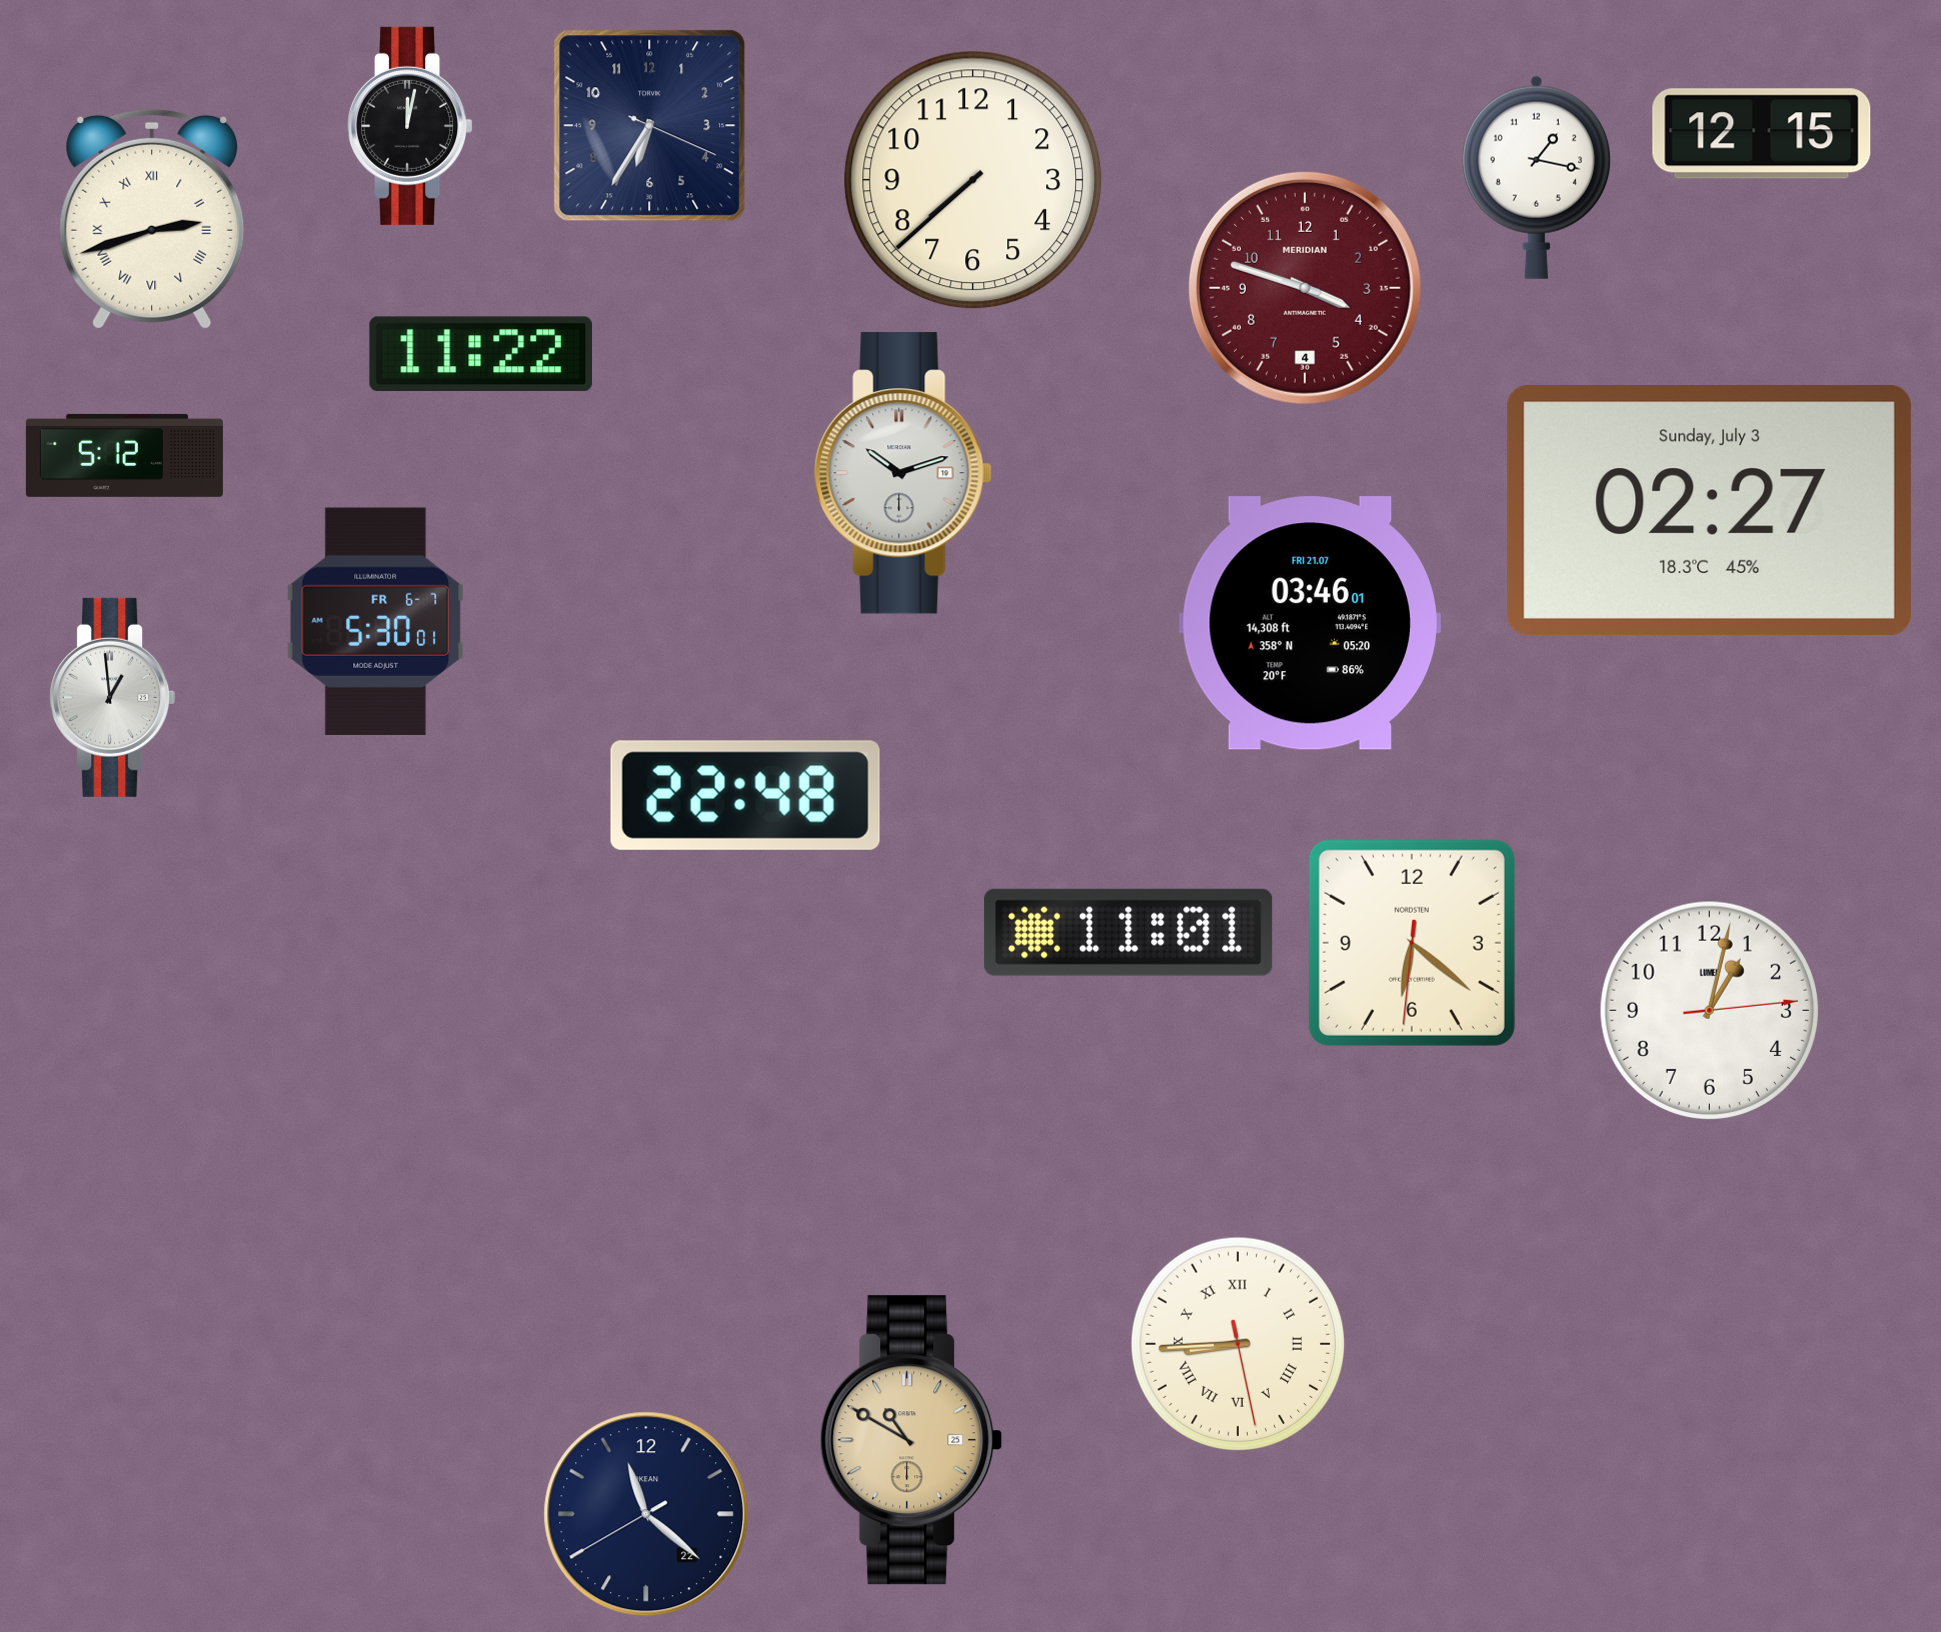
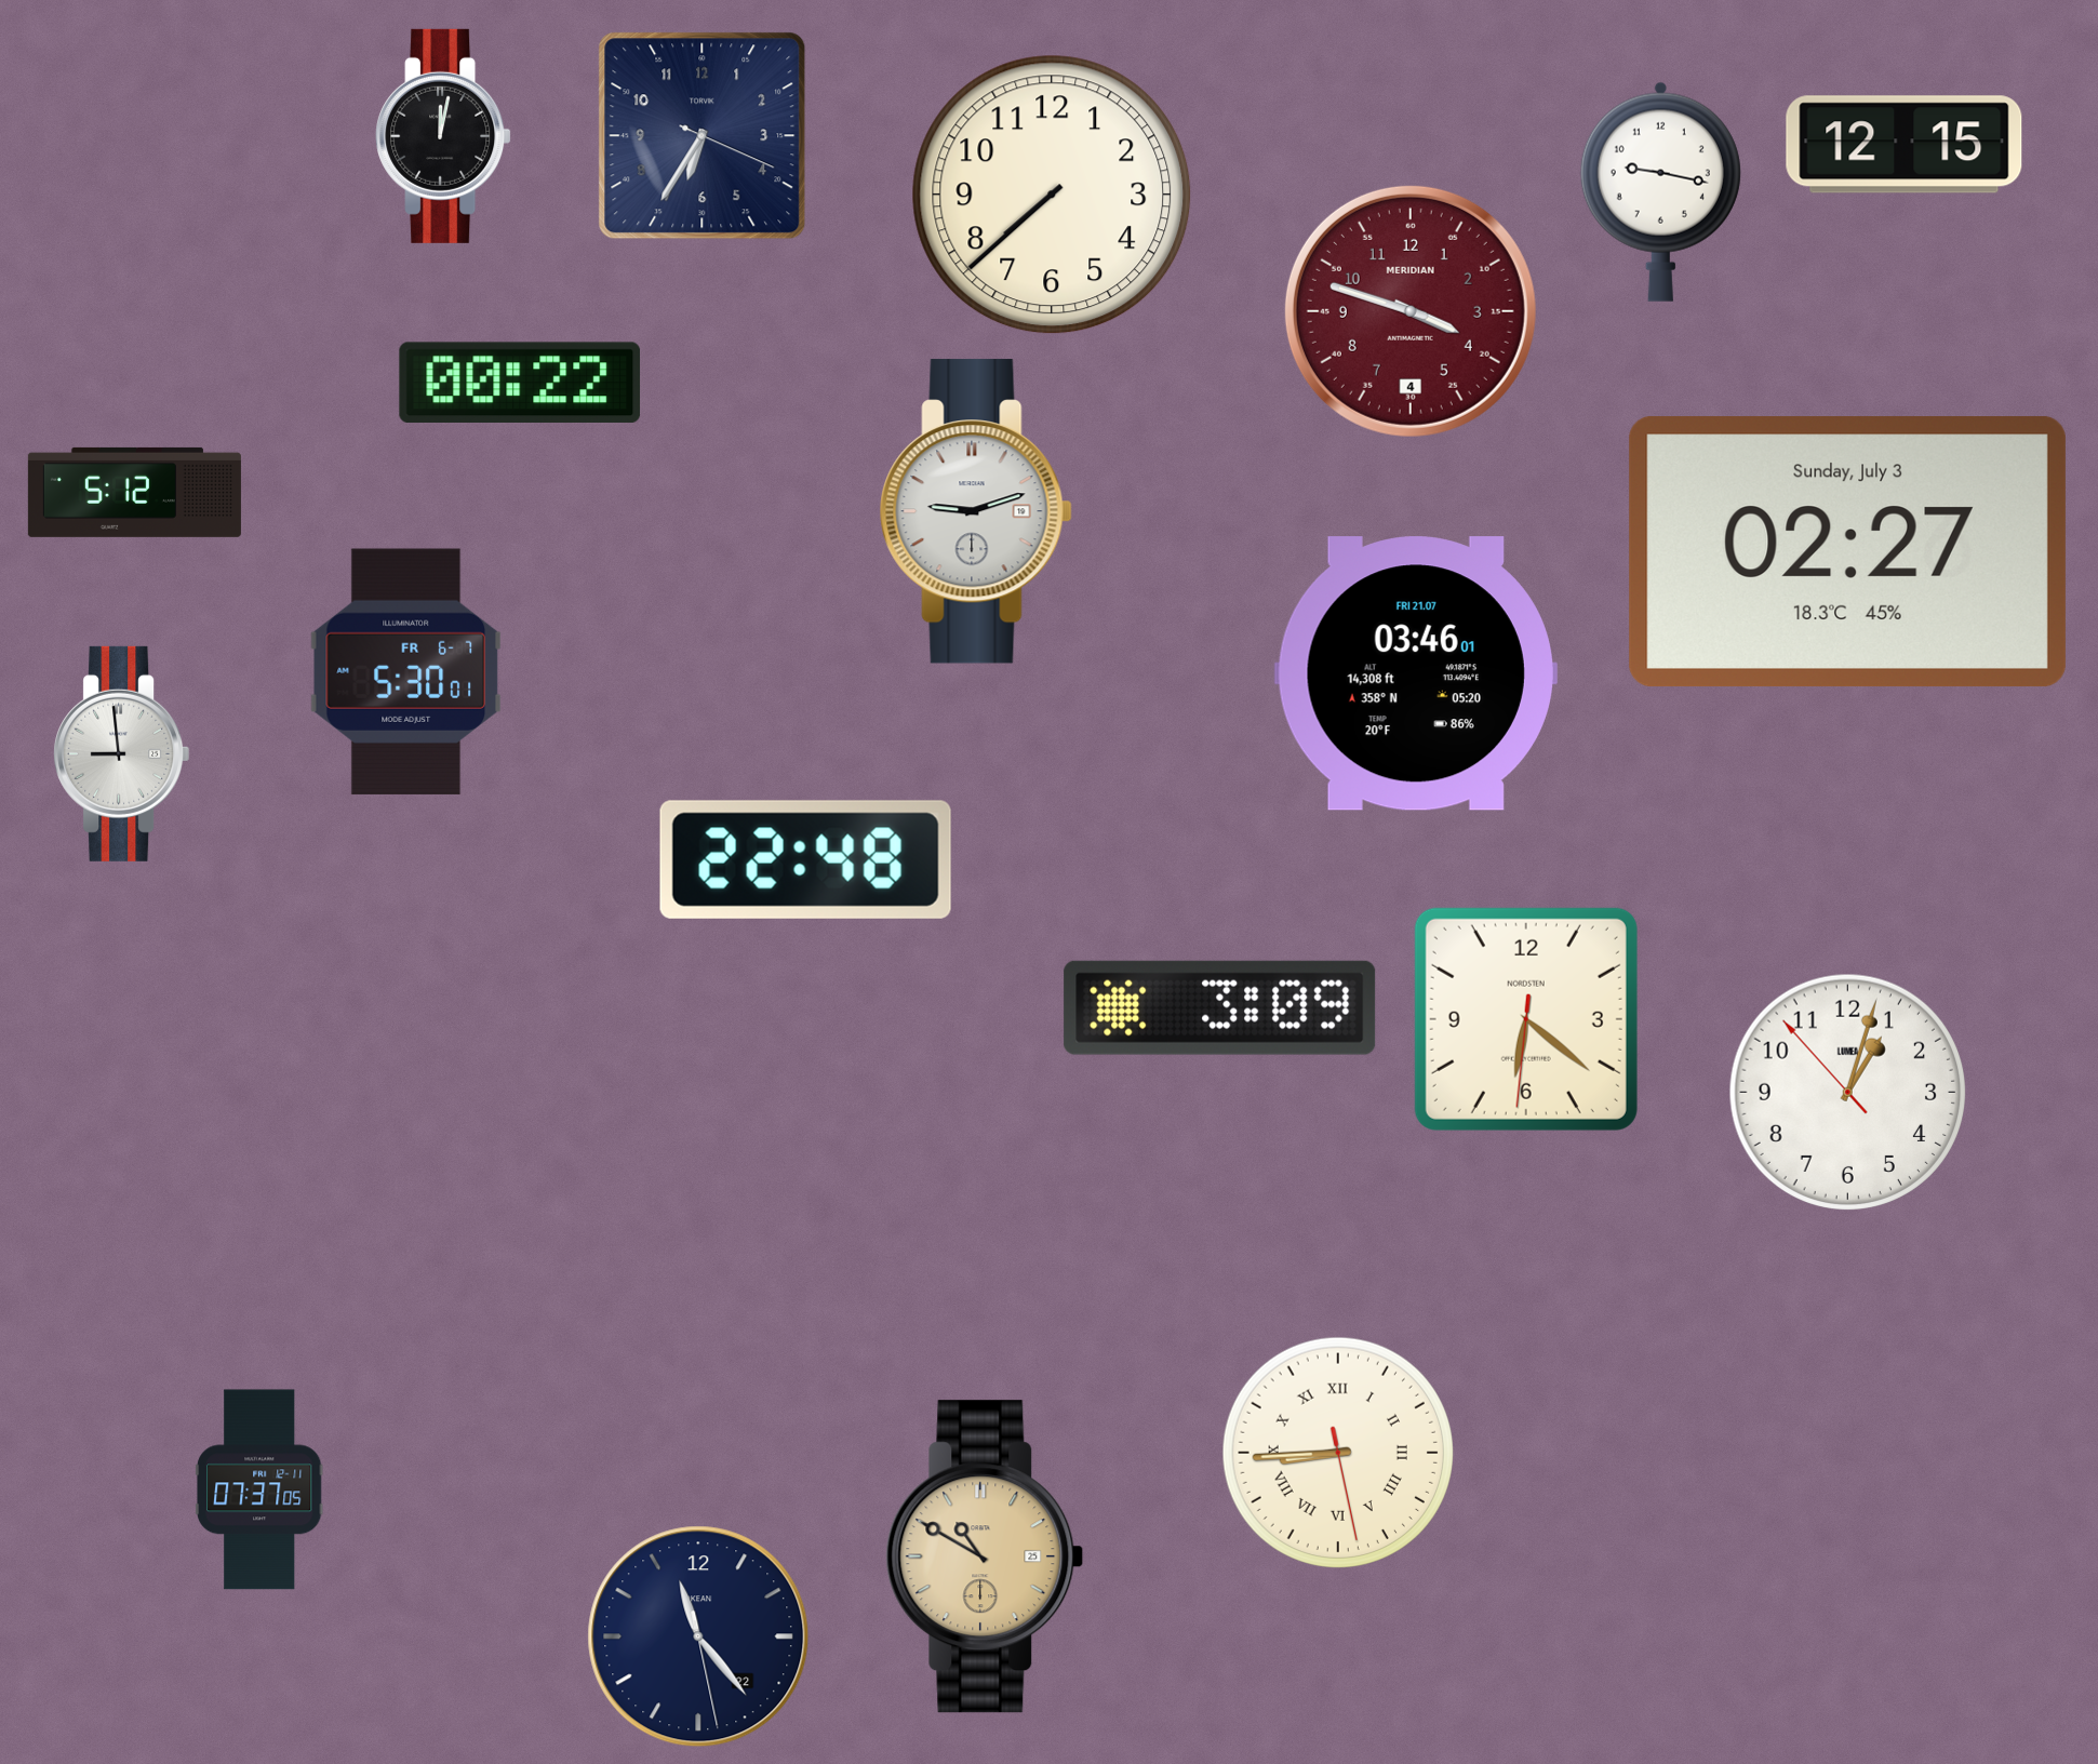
clock at (1536, 177): 1:17 -> 9:17
clock at (152, 219): 2:42 -> none
clock at (481, 353): 11:22 -> 00:22
clock at (903, 473): 10:12 -> 9:12
clock at (113, 697): 12:59 -> 8:59
clock at (1129, 932): 11:01 -> 3:09
clock at (1709, 1010): 1:02:14 -> 1:02:53
clock at (260, 1489): none -> 07:37
clock at (646, 1514): 11:21 -> 11:23
